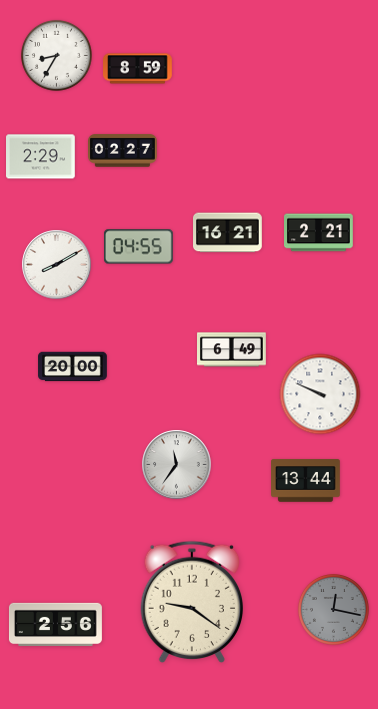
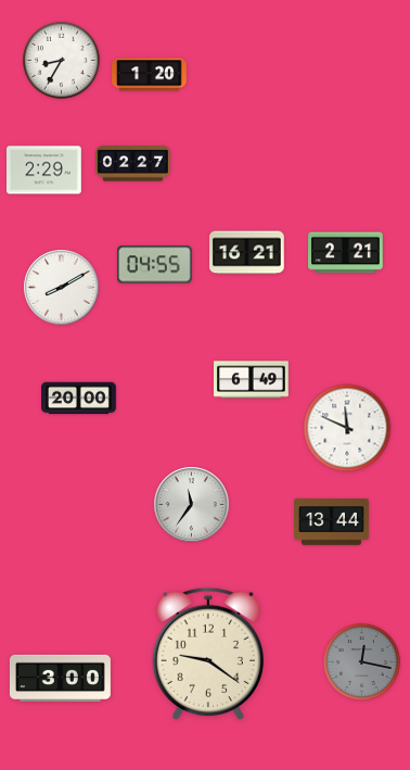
clock at (138, 69): 8:59 -> 1:20
clock at (139, 247) position: (139, 247) -> (155, 265)
clock at (320, 394): 9:49 -> 11:49
clock at (55, 624): 2:56 -> 3:00
